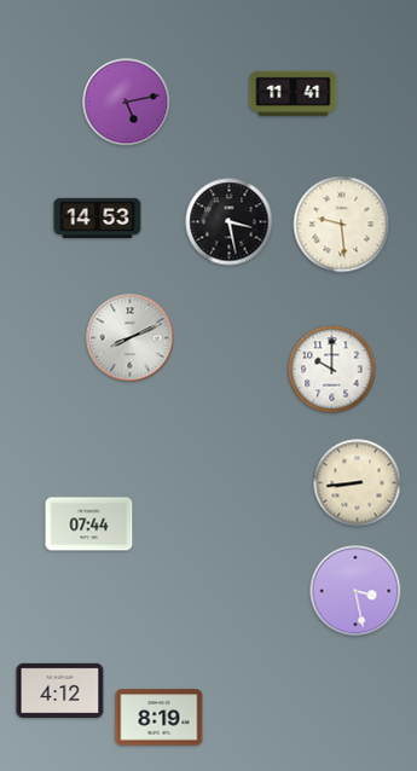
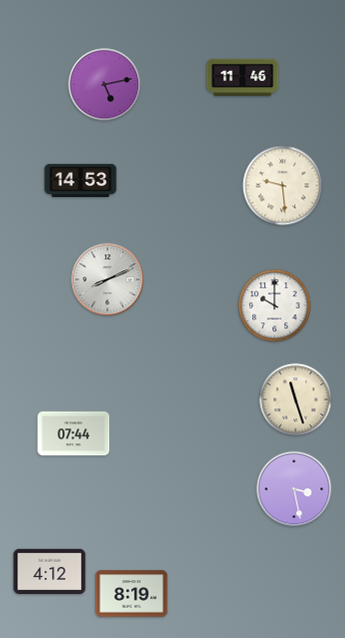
clock at (294, 94): 11:41 -> 11:46
clock at (230, 222): 3:28 -> none
clock at (358, 483): 8:44 -> 11:27
